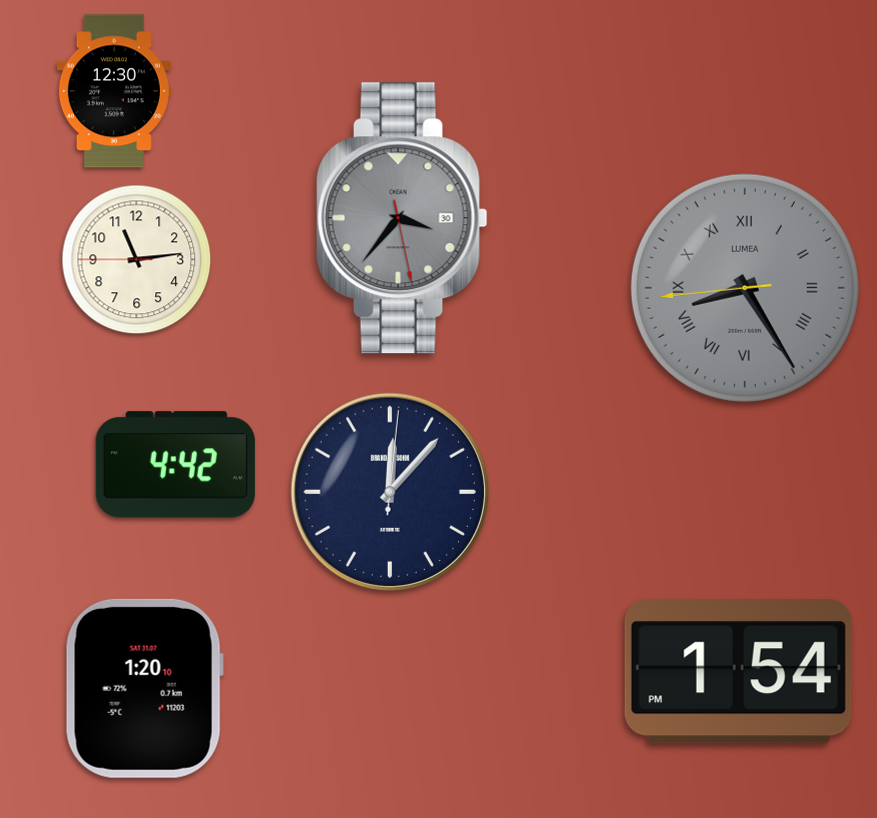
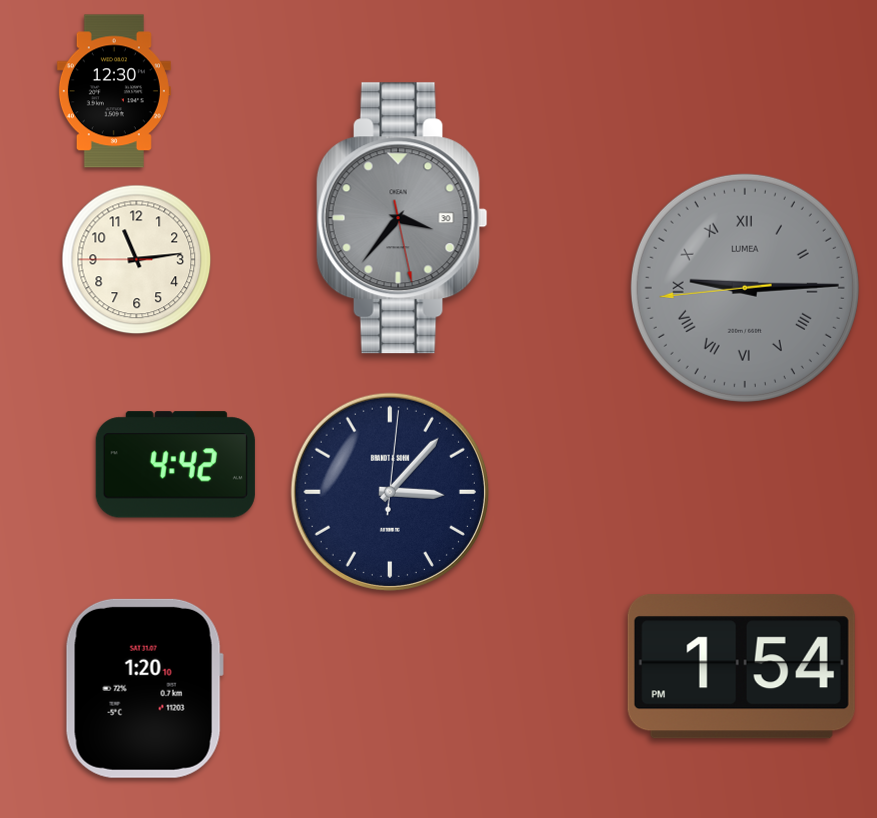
clock at (745, 288): 8:24 -> 9:14
clock at (390, 492): 12:07 -> 3:07
clock at (738, 672) position: (738, 672) -> (741, 667)
